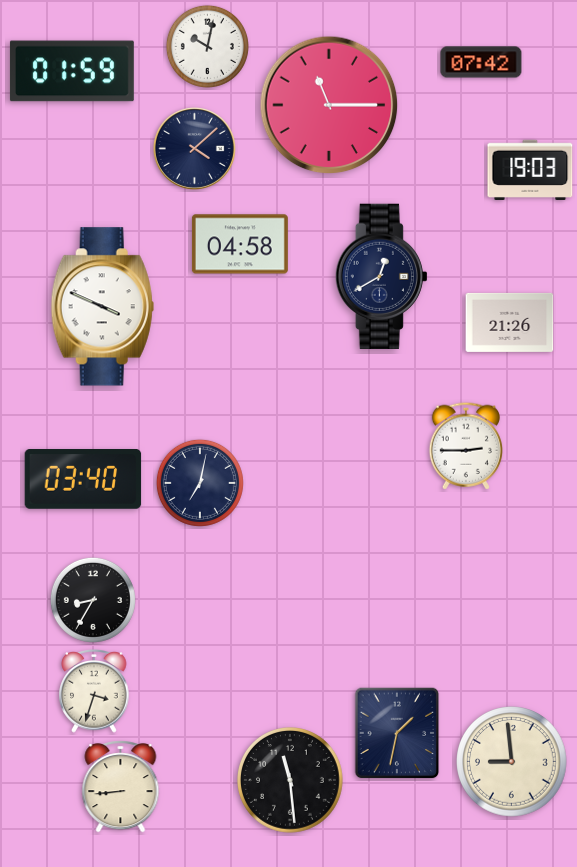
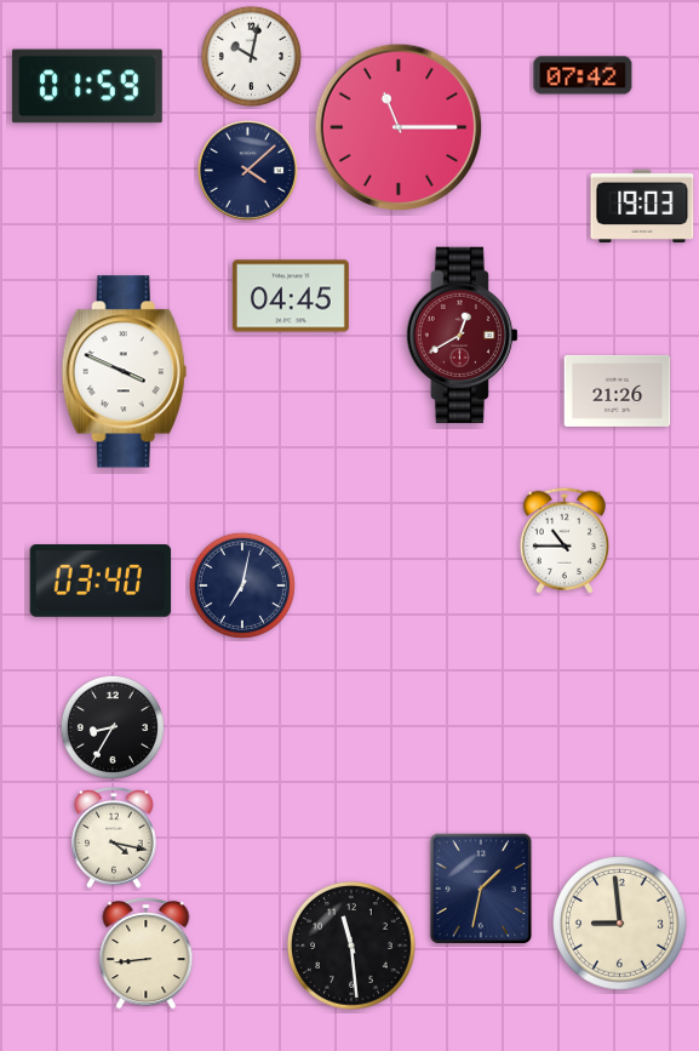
clock at (194, 148) position: (194, 148) -> (247, 170)
clock at (240, 244): 04:58 -> 04:45
clock at (381, 276) dial: navy -> burgundy
clock at (465, 446): 2:45 -> 10:45
clock at (94, 692): 3:33 -> 4:17
